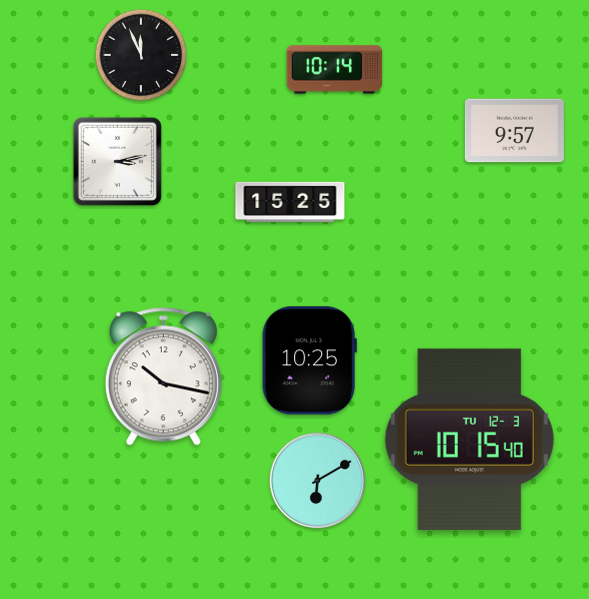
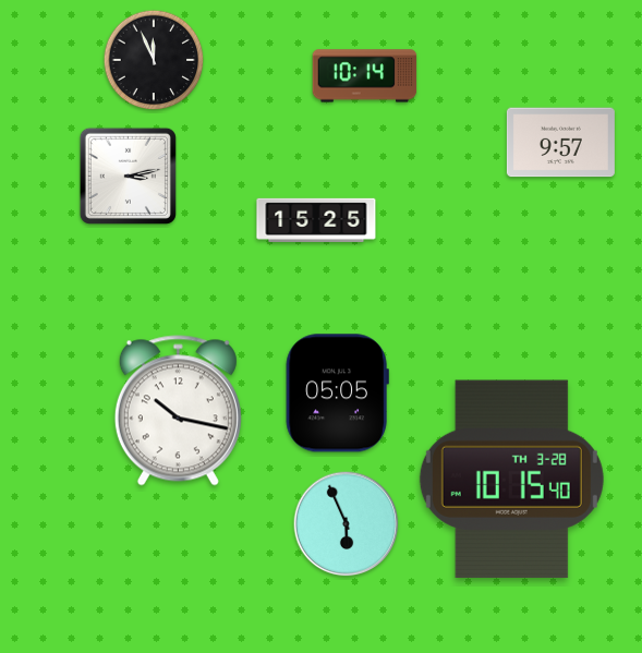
clock at (309, 361): 10:25 -> 05:05
clock at (469, 440) date: TU 12-3 -> TH 3-28
clock at (318, 481): 6:10 -> 5:56
